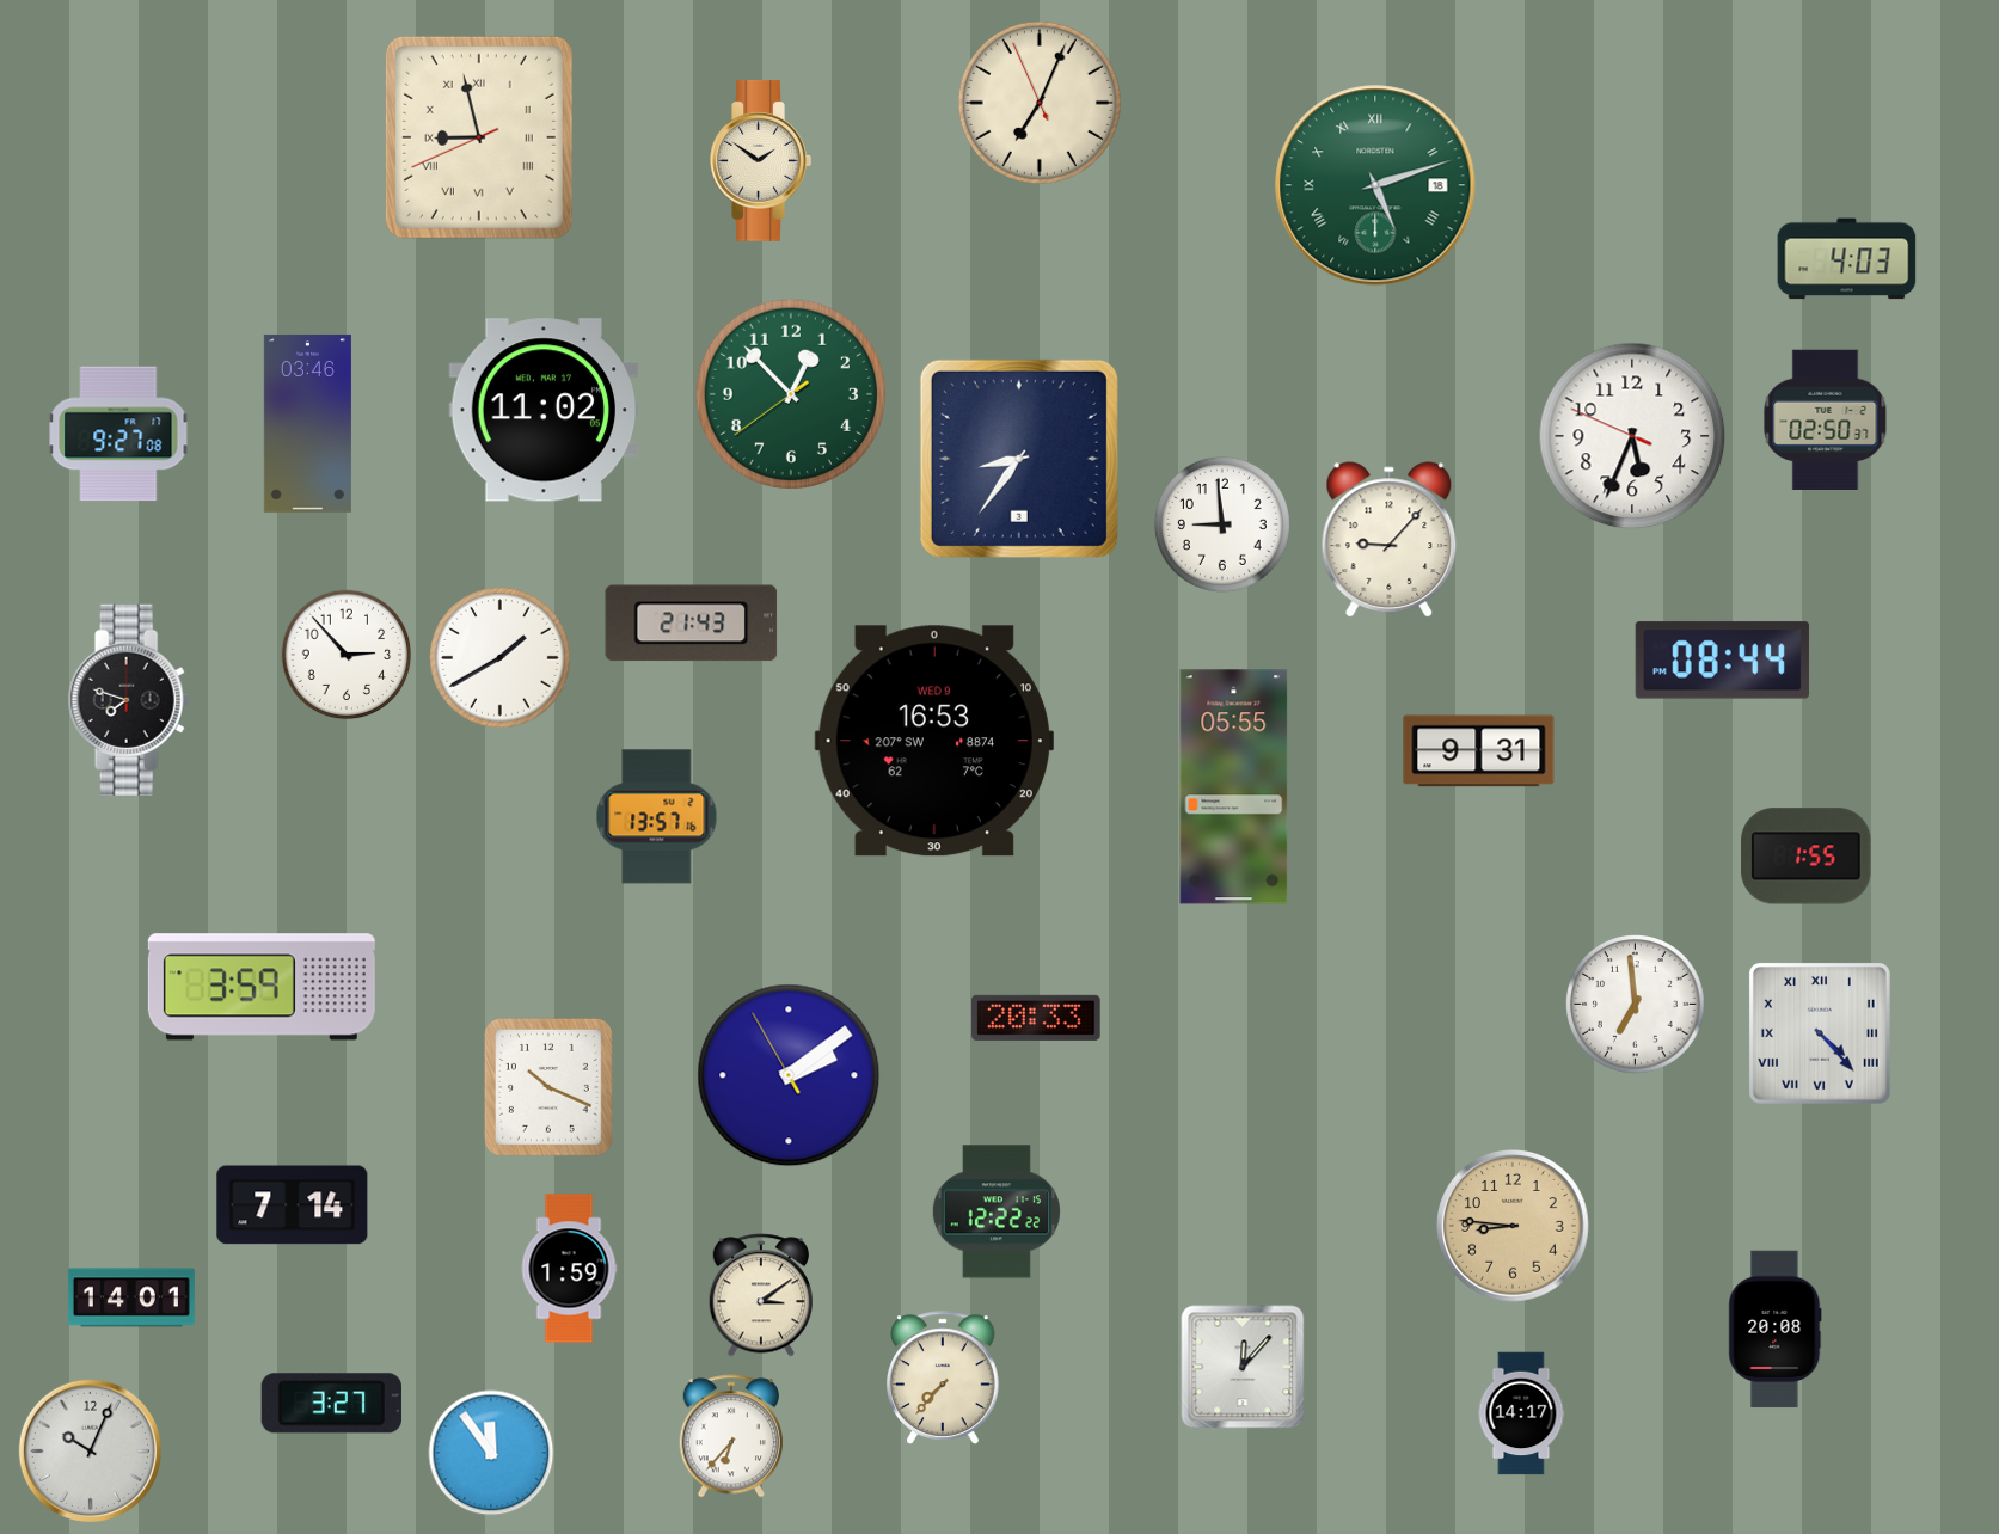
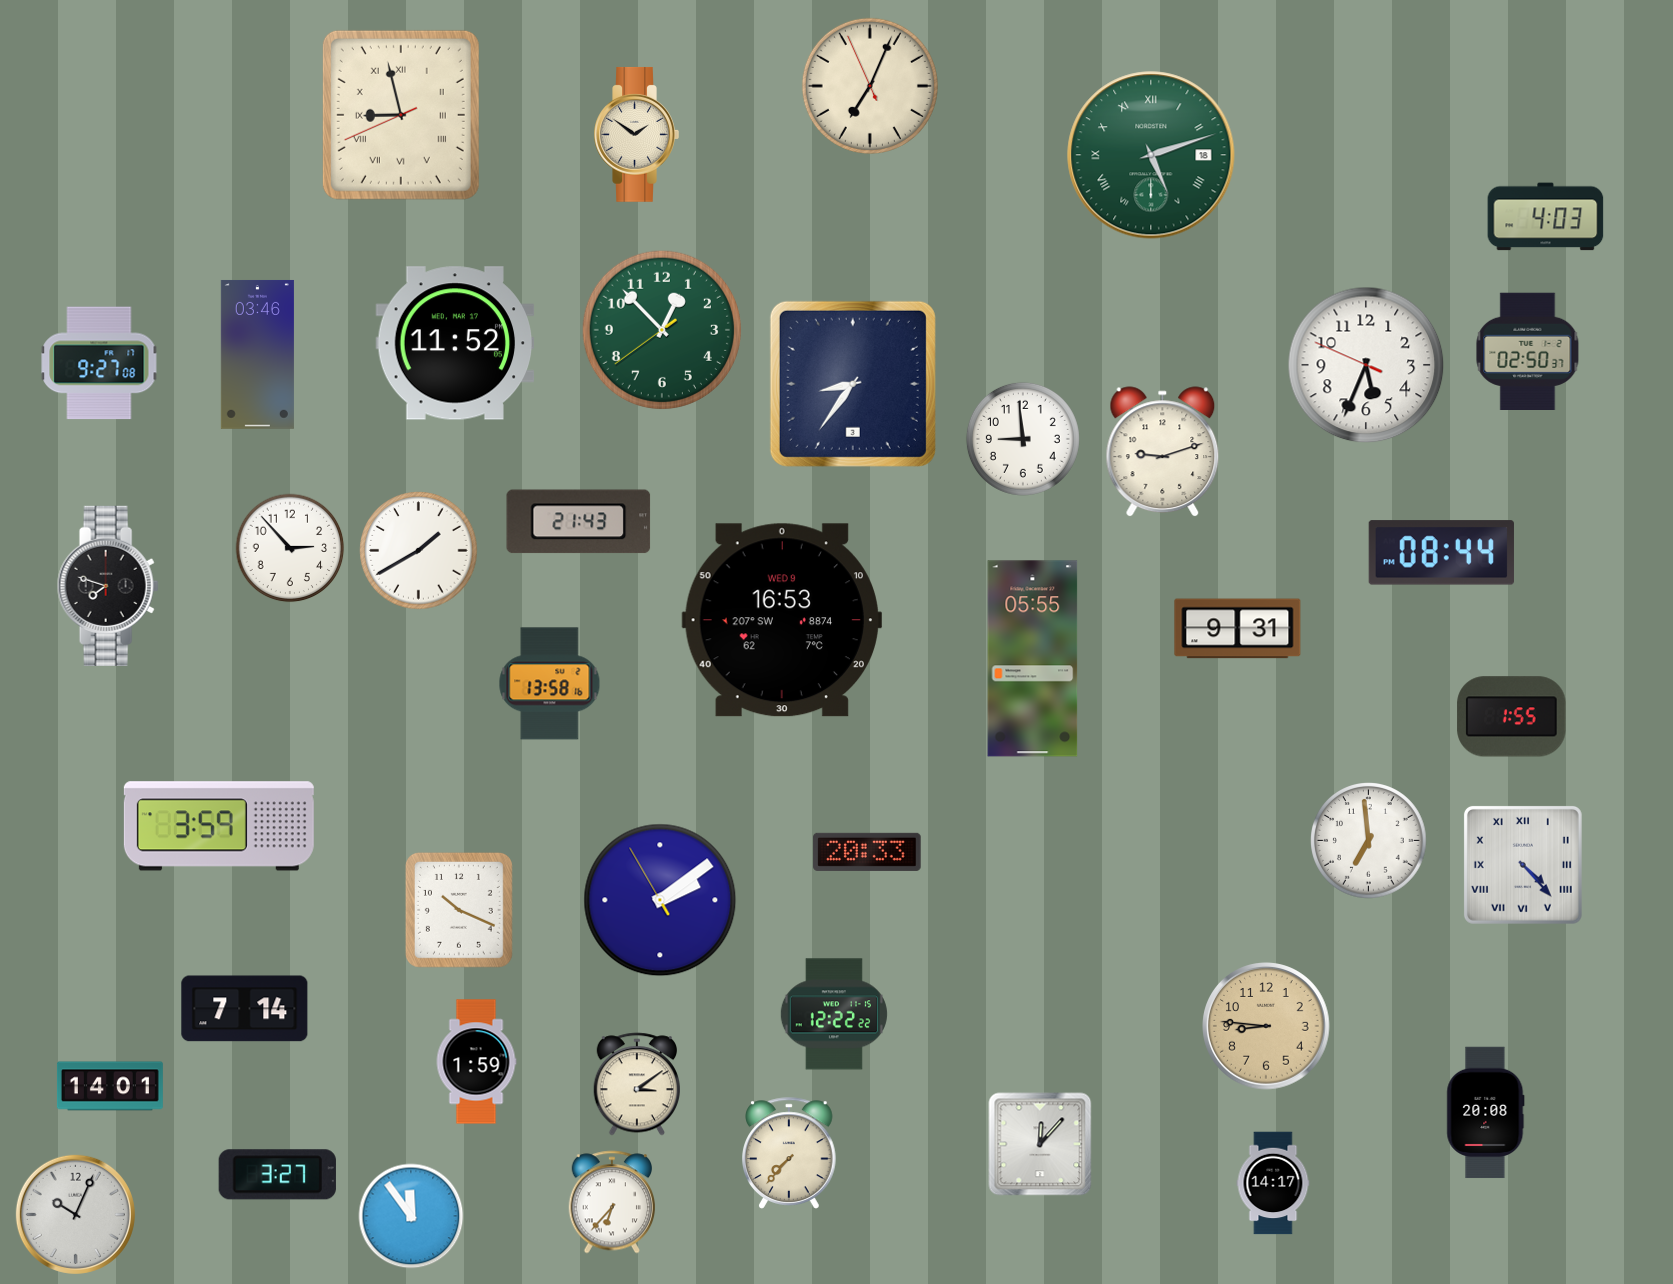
clock at (544, 410): 11:02 -> 11:52
clock at (1390, 540): 9:07 -> 9:12
clock at (657, 817): 13:57 -> 13:58
